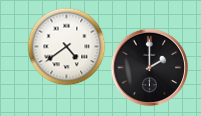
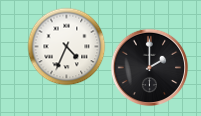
clock at (66, 46): 4:39 -> 4:34
